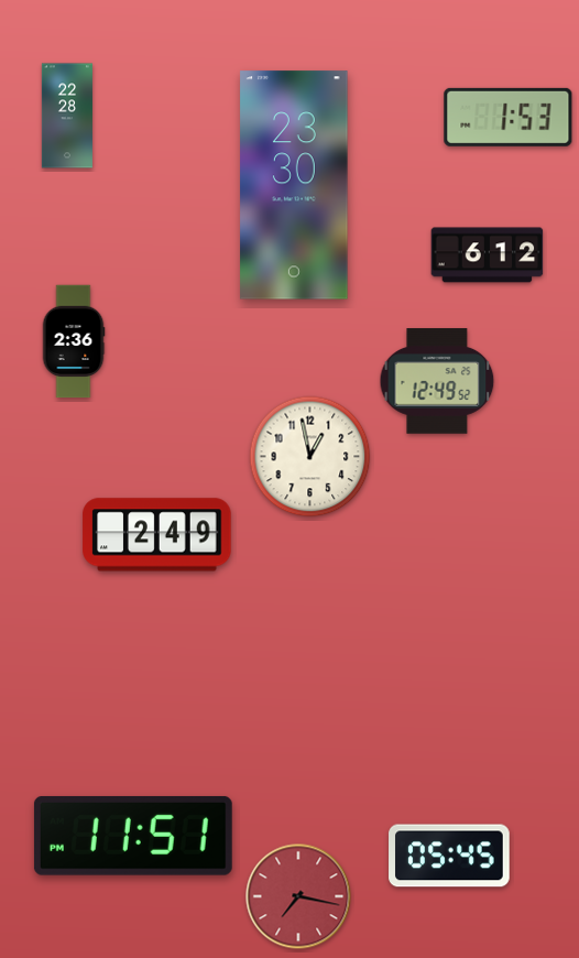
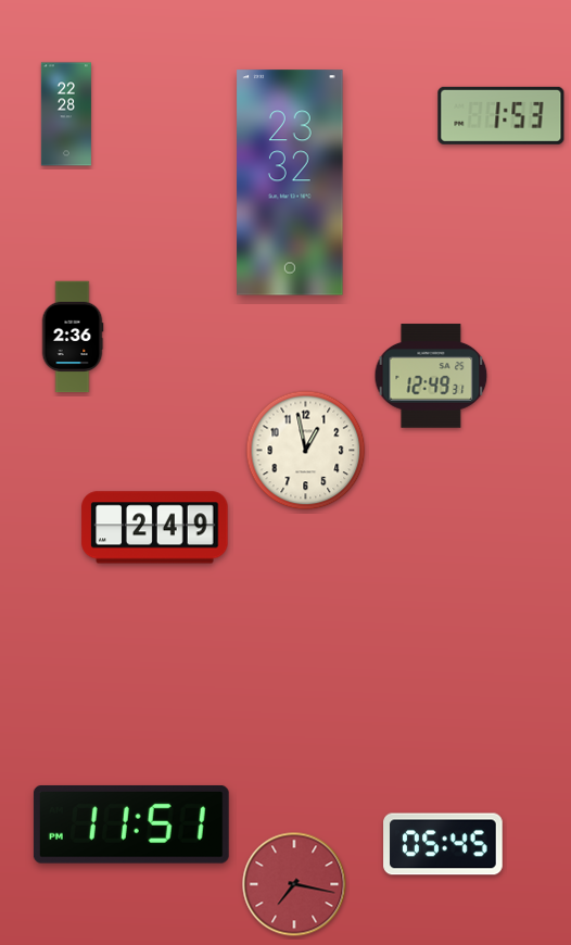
clock at (294, 185): 23:30 -> 23:32
clock at (488, 255): 6:12 -> none
clock at (437, 381): 12:49:52 -> 12:49:31
